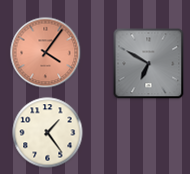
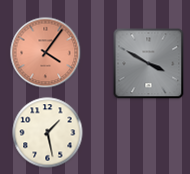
clock at (149, 64): 6:50 -> 3:50
clock at (48, 133): 1:24 -> 1:28
